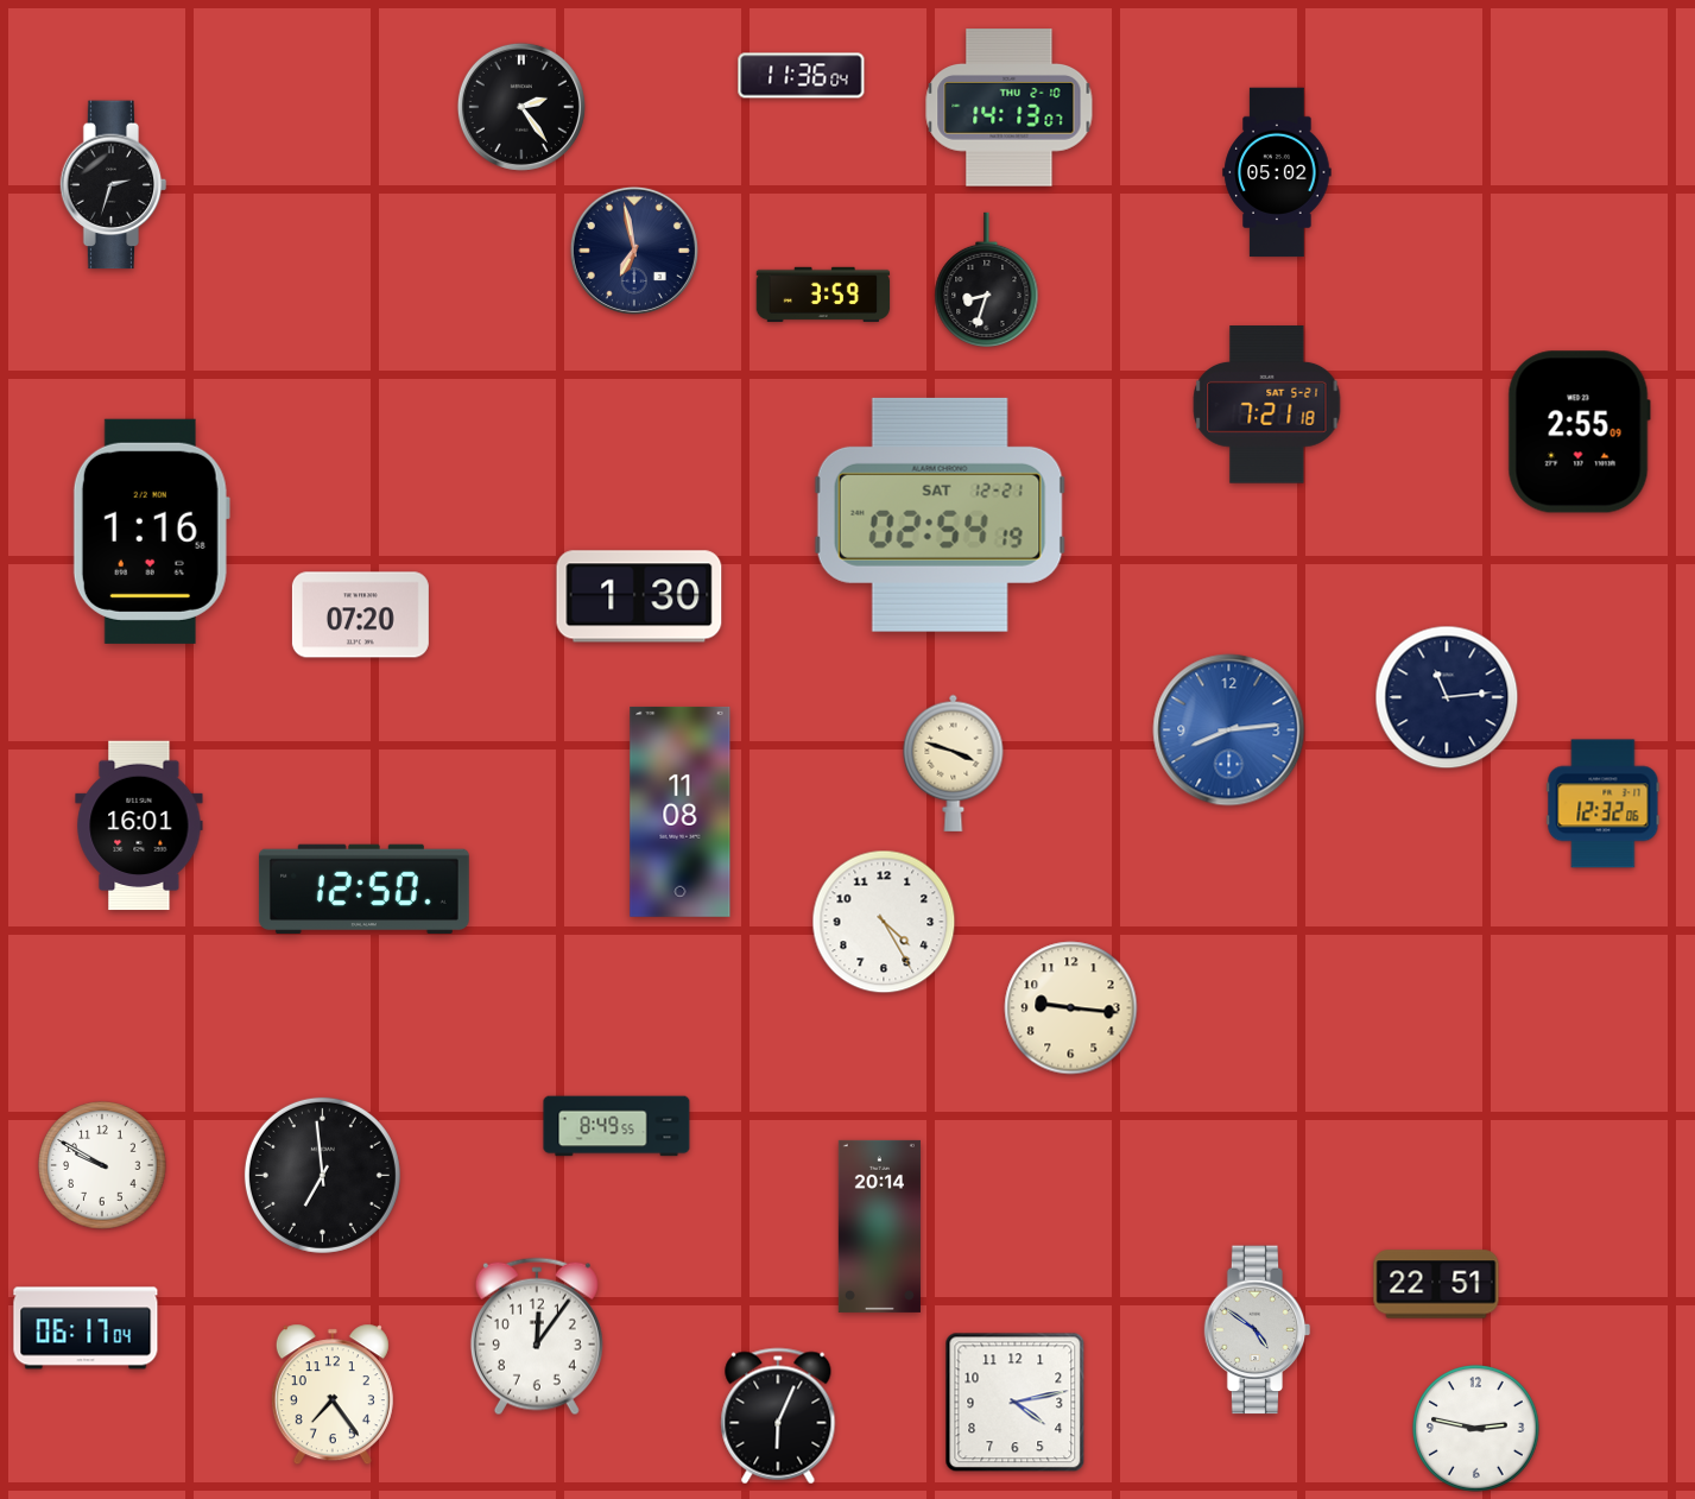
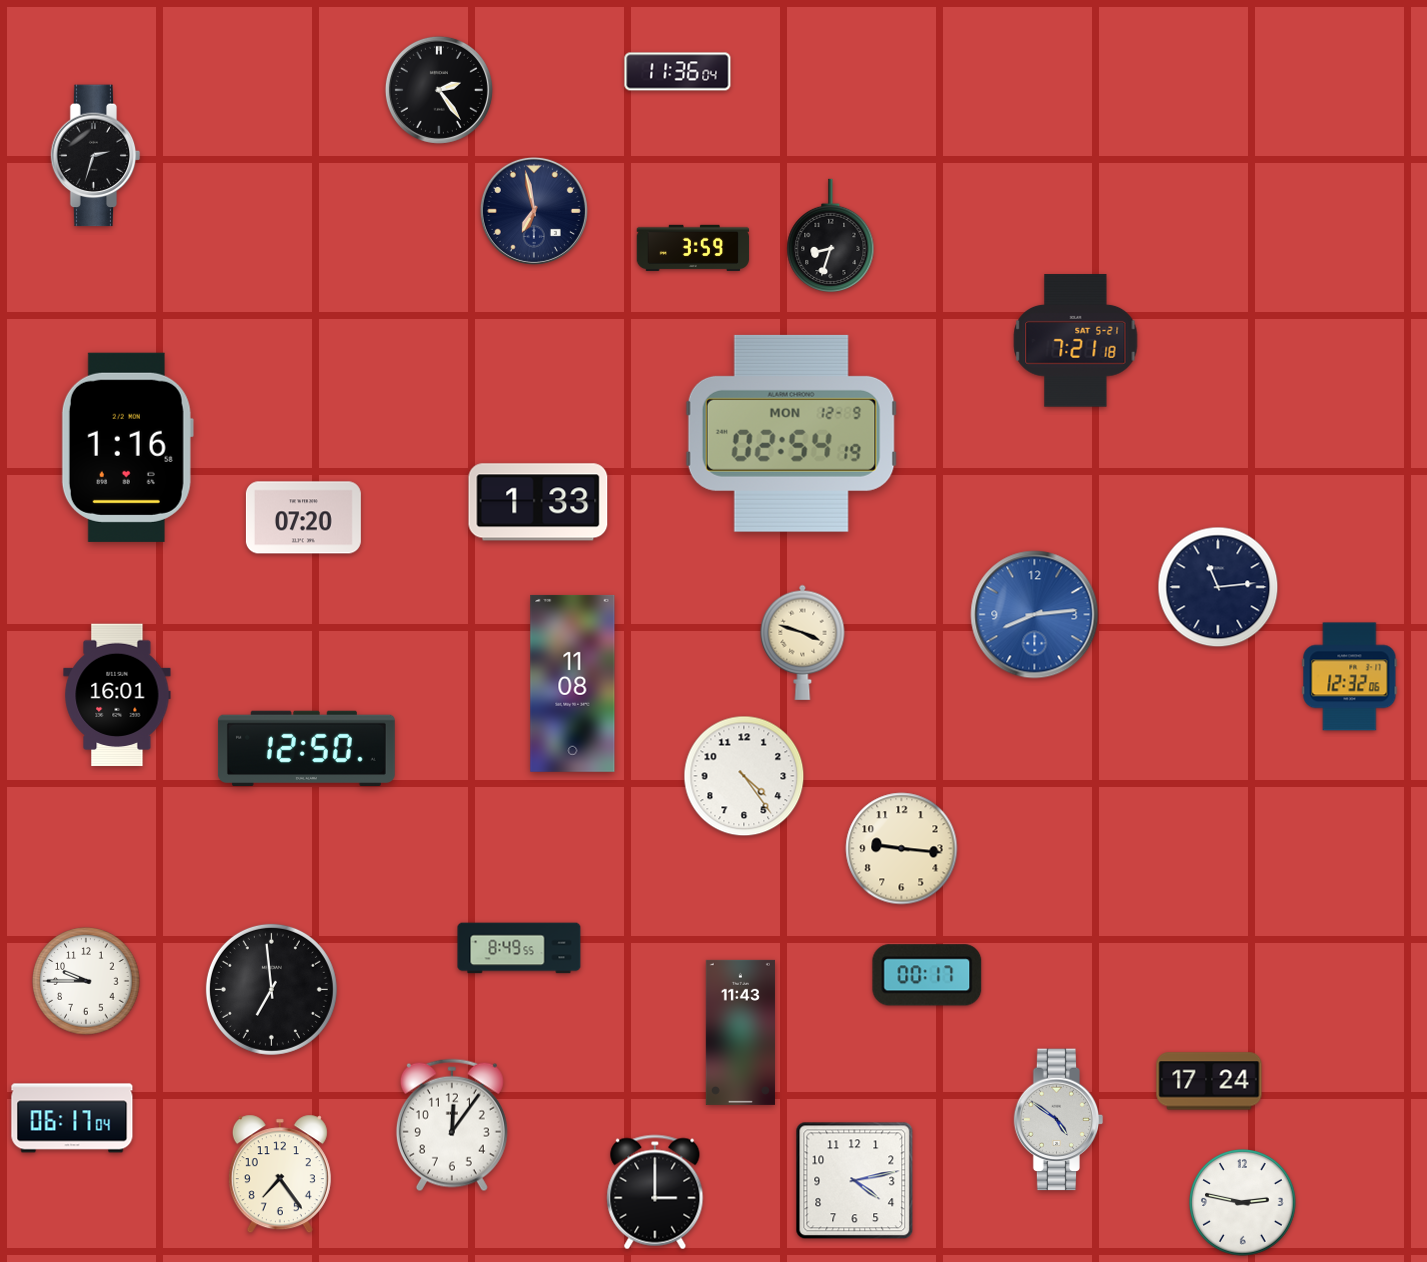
clock at (802, 76) position: (802, 76) -> (678, 72)
clock at (1010, 108): 14:13 -> none
clock at (1277, 172): 05:02 -> none
clock at (1267, 405) position: (1267, 405) -> (1076, 341)
clock at (1579, 432): 2:55 -> none
clock at (940, 514) date: SAT 12-21 -> MON 12-9
clock at (639, 596): 1:30 -> 1:33
clock at (884, 922): 4:25 -> 4:24
clock at (927, 975): none -> 00:17
clock at (102, 1165): 9:50 -> 9:45
clock at (879, 1226): 20:14 -> 11:43
clock at (1436, 1284): 22:51 -> 17:24
clock at (778, 1416): 6:04 -> 3:00
